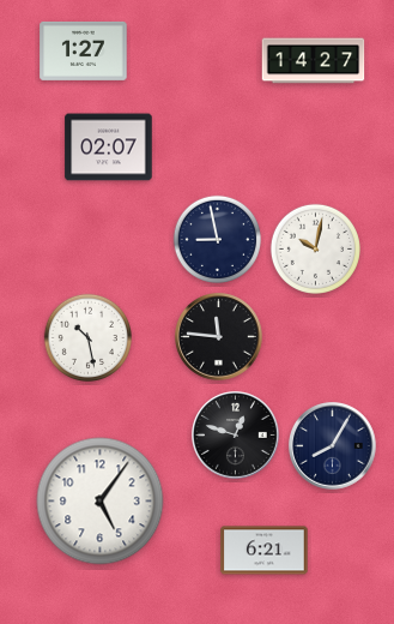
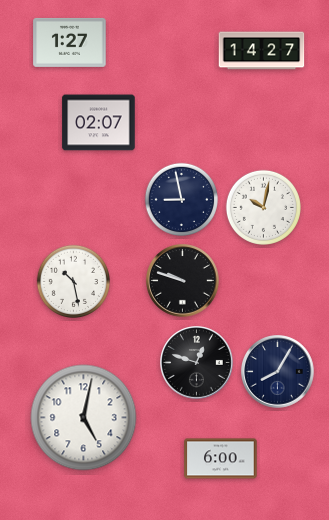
clock at (109, 148) position: (109, 148) -> (99, 123)
clock at (219, 337): 11:46 -> 9:48
clock at (101, 502): 5:06 -> 5:02
clock at (265, 551): 6:21 -> 6:00
